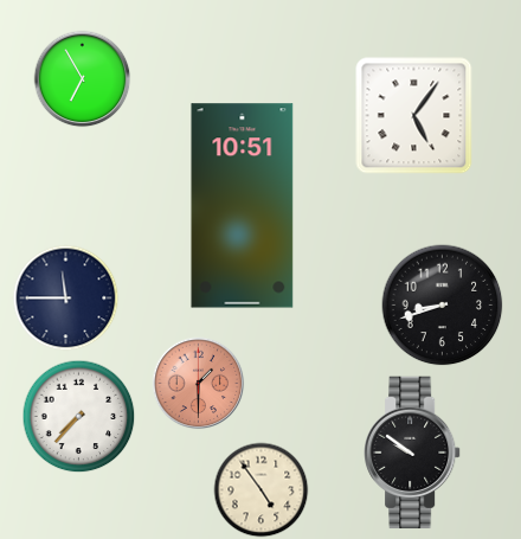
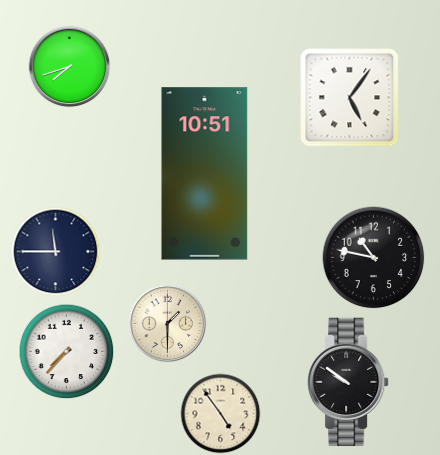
clock at (83, 79): 6:55 -> 7:42
clock at (443, 306): 8:42 -> 10:47
clock at (199, 384) dial: salmon -> cream
